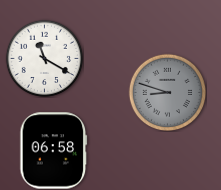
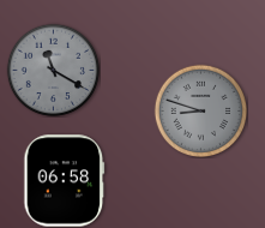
clock at (44, 58) dial: white -> grey
